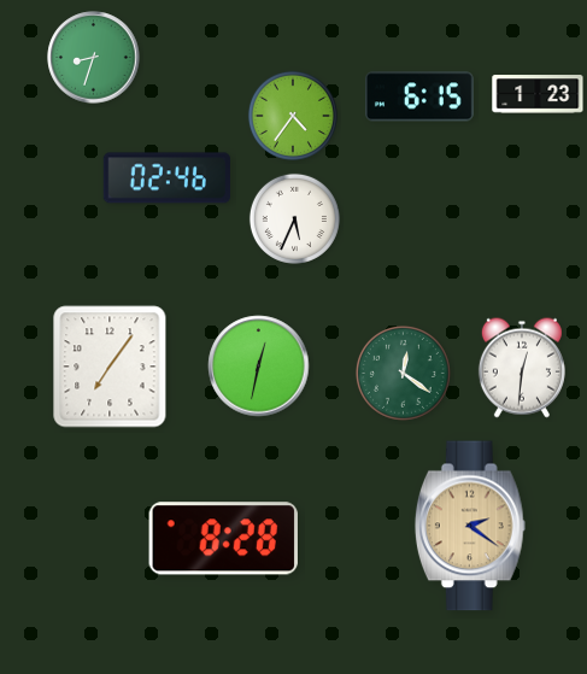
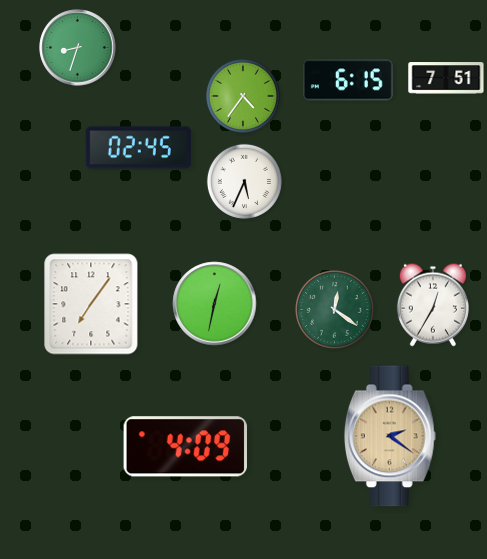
clock at (538, 94): 1:23 -> 7:51
clock at (166, 178): 02:46 -> 02:45
clock at (522, 368): 12:31 -> 12:35
clock at (223, 539): 8:28 -> 4:09
